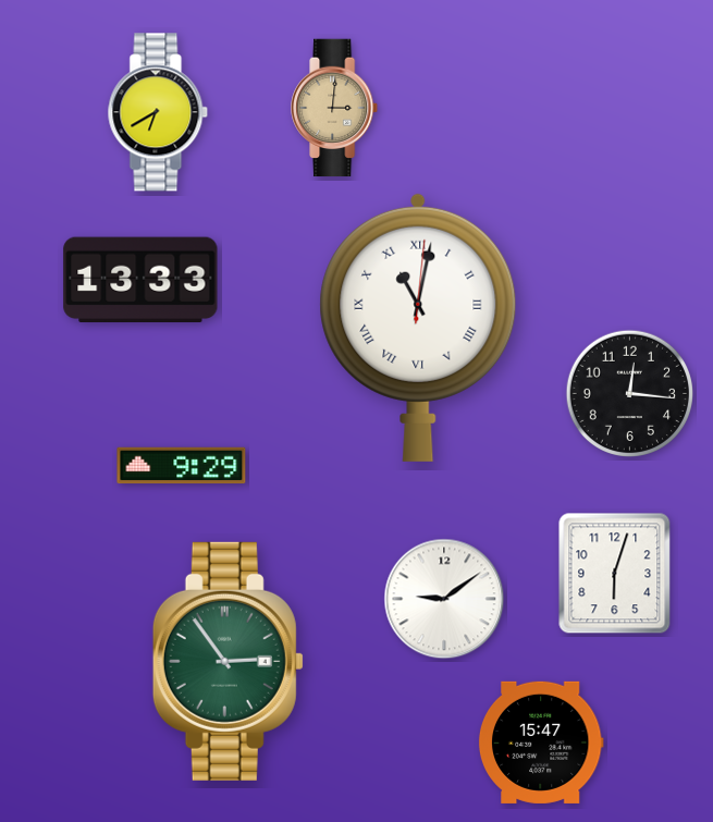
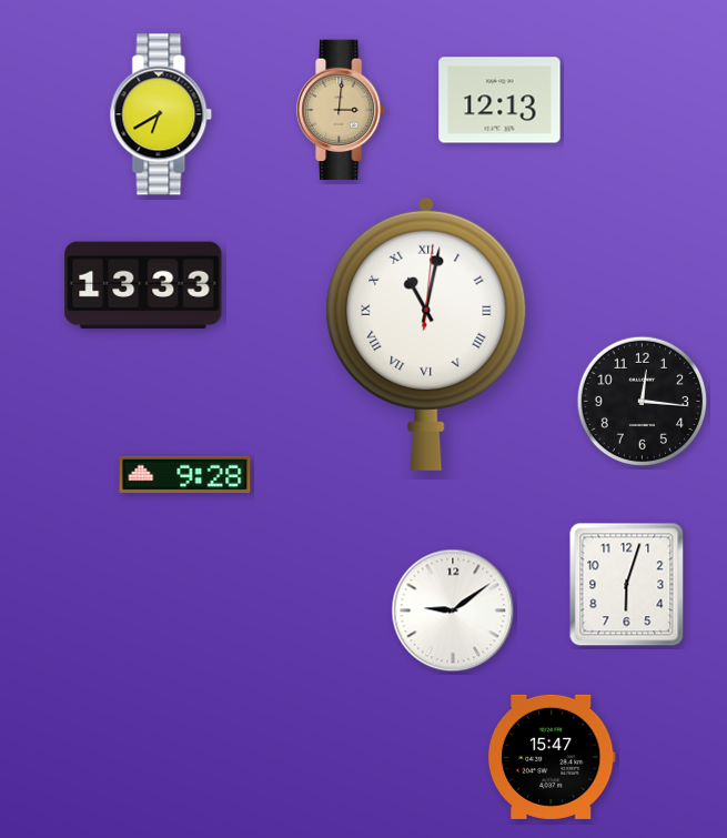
clock at (499, 100): none -> 12:13
clock at (182, 466): 9:29 -> 9:28
clock at (228, 661): 2:54 -> none
